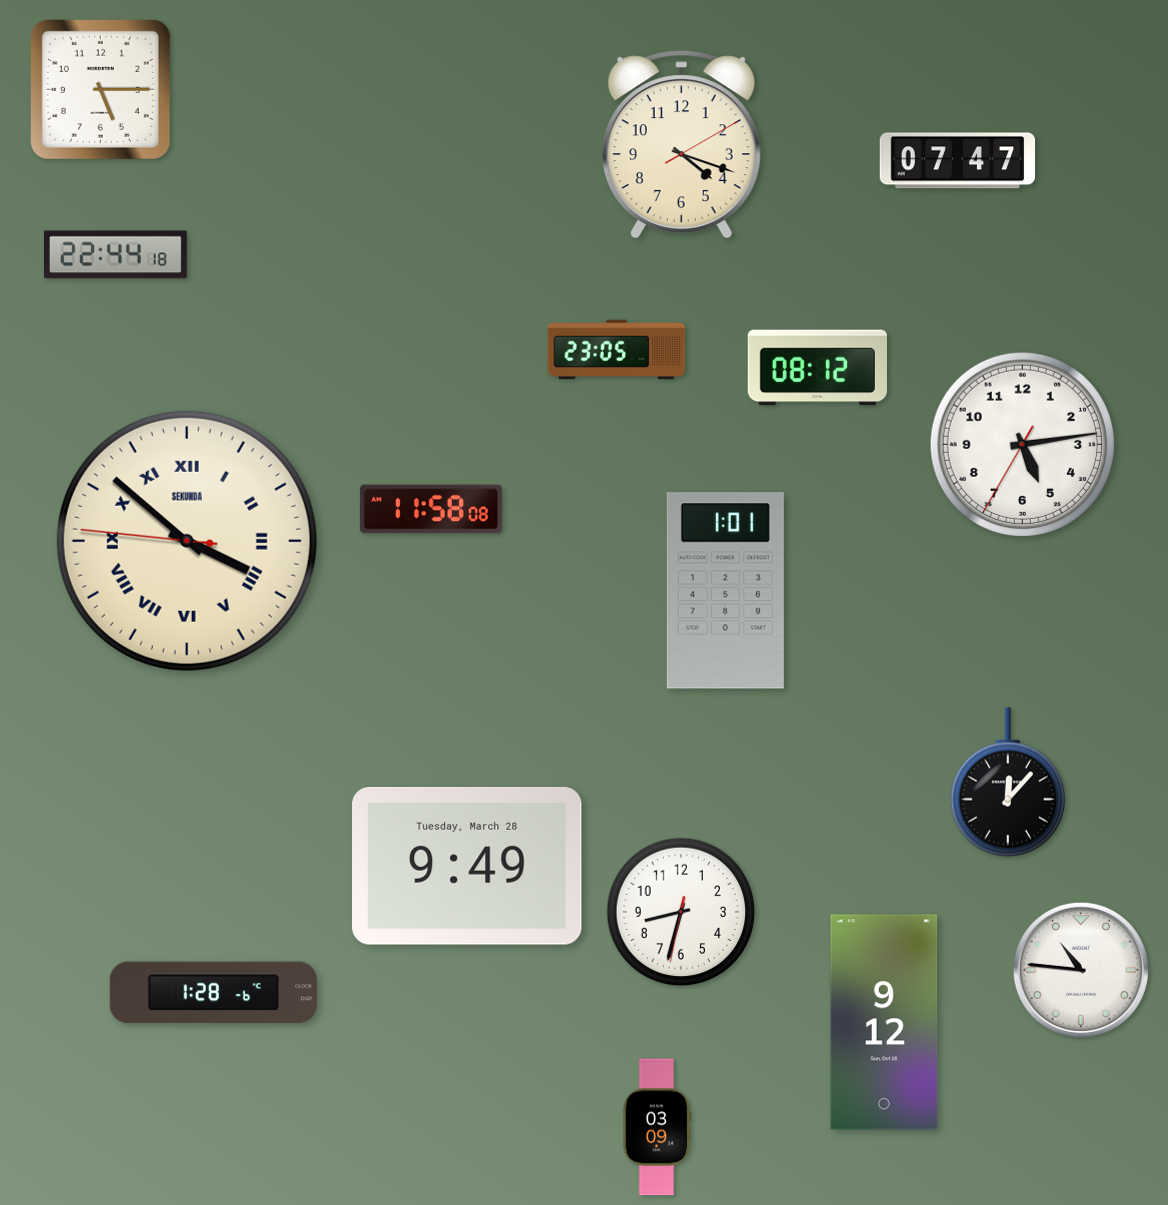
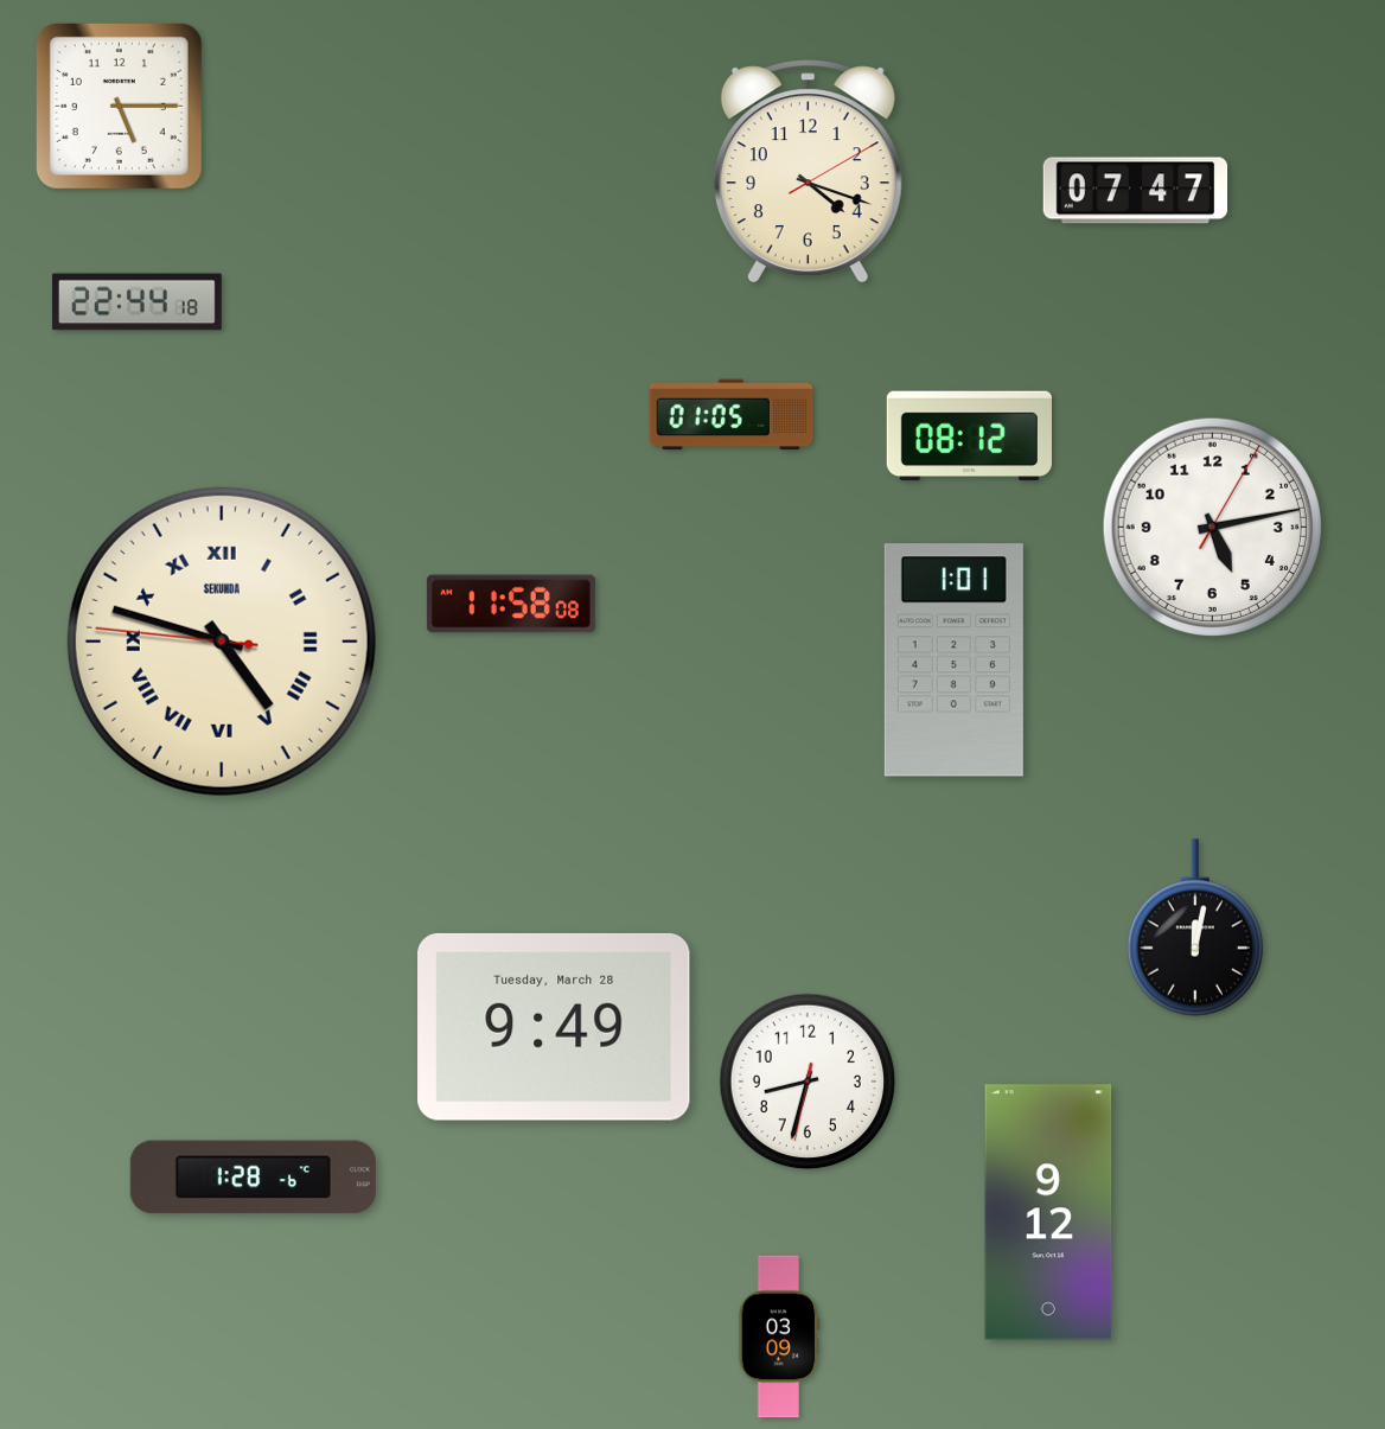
clock at (617, 350): 23:05 -> 01:05
clock at (1022, 444): 5:13:35 -> 5:13:05
clock at (187, 541): 3:51 -> 4:47
clock at (725, 591) position: (725, 591) -> (953, 661)
clock at (1008, 782): 12:07 -> 12:02
clock at (1081, 970): 10:46 -> none
